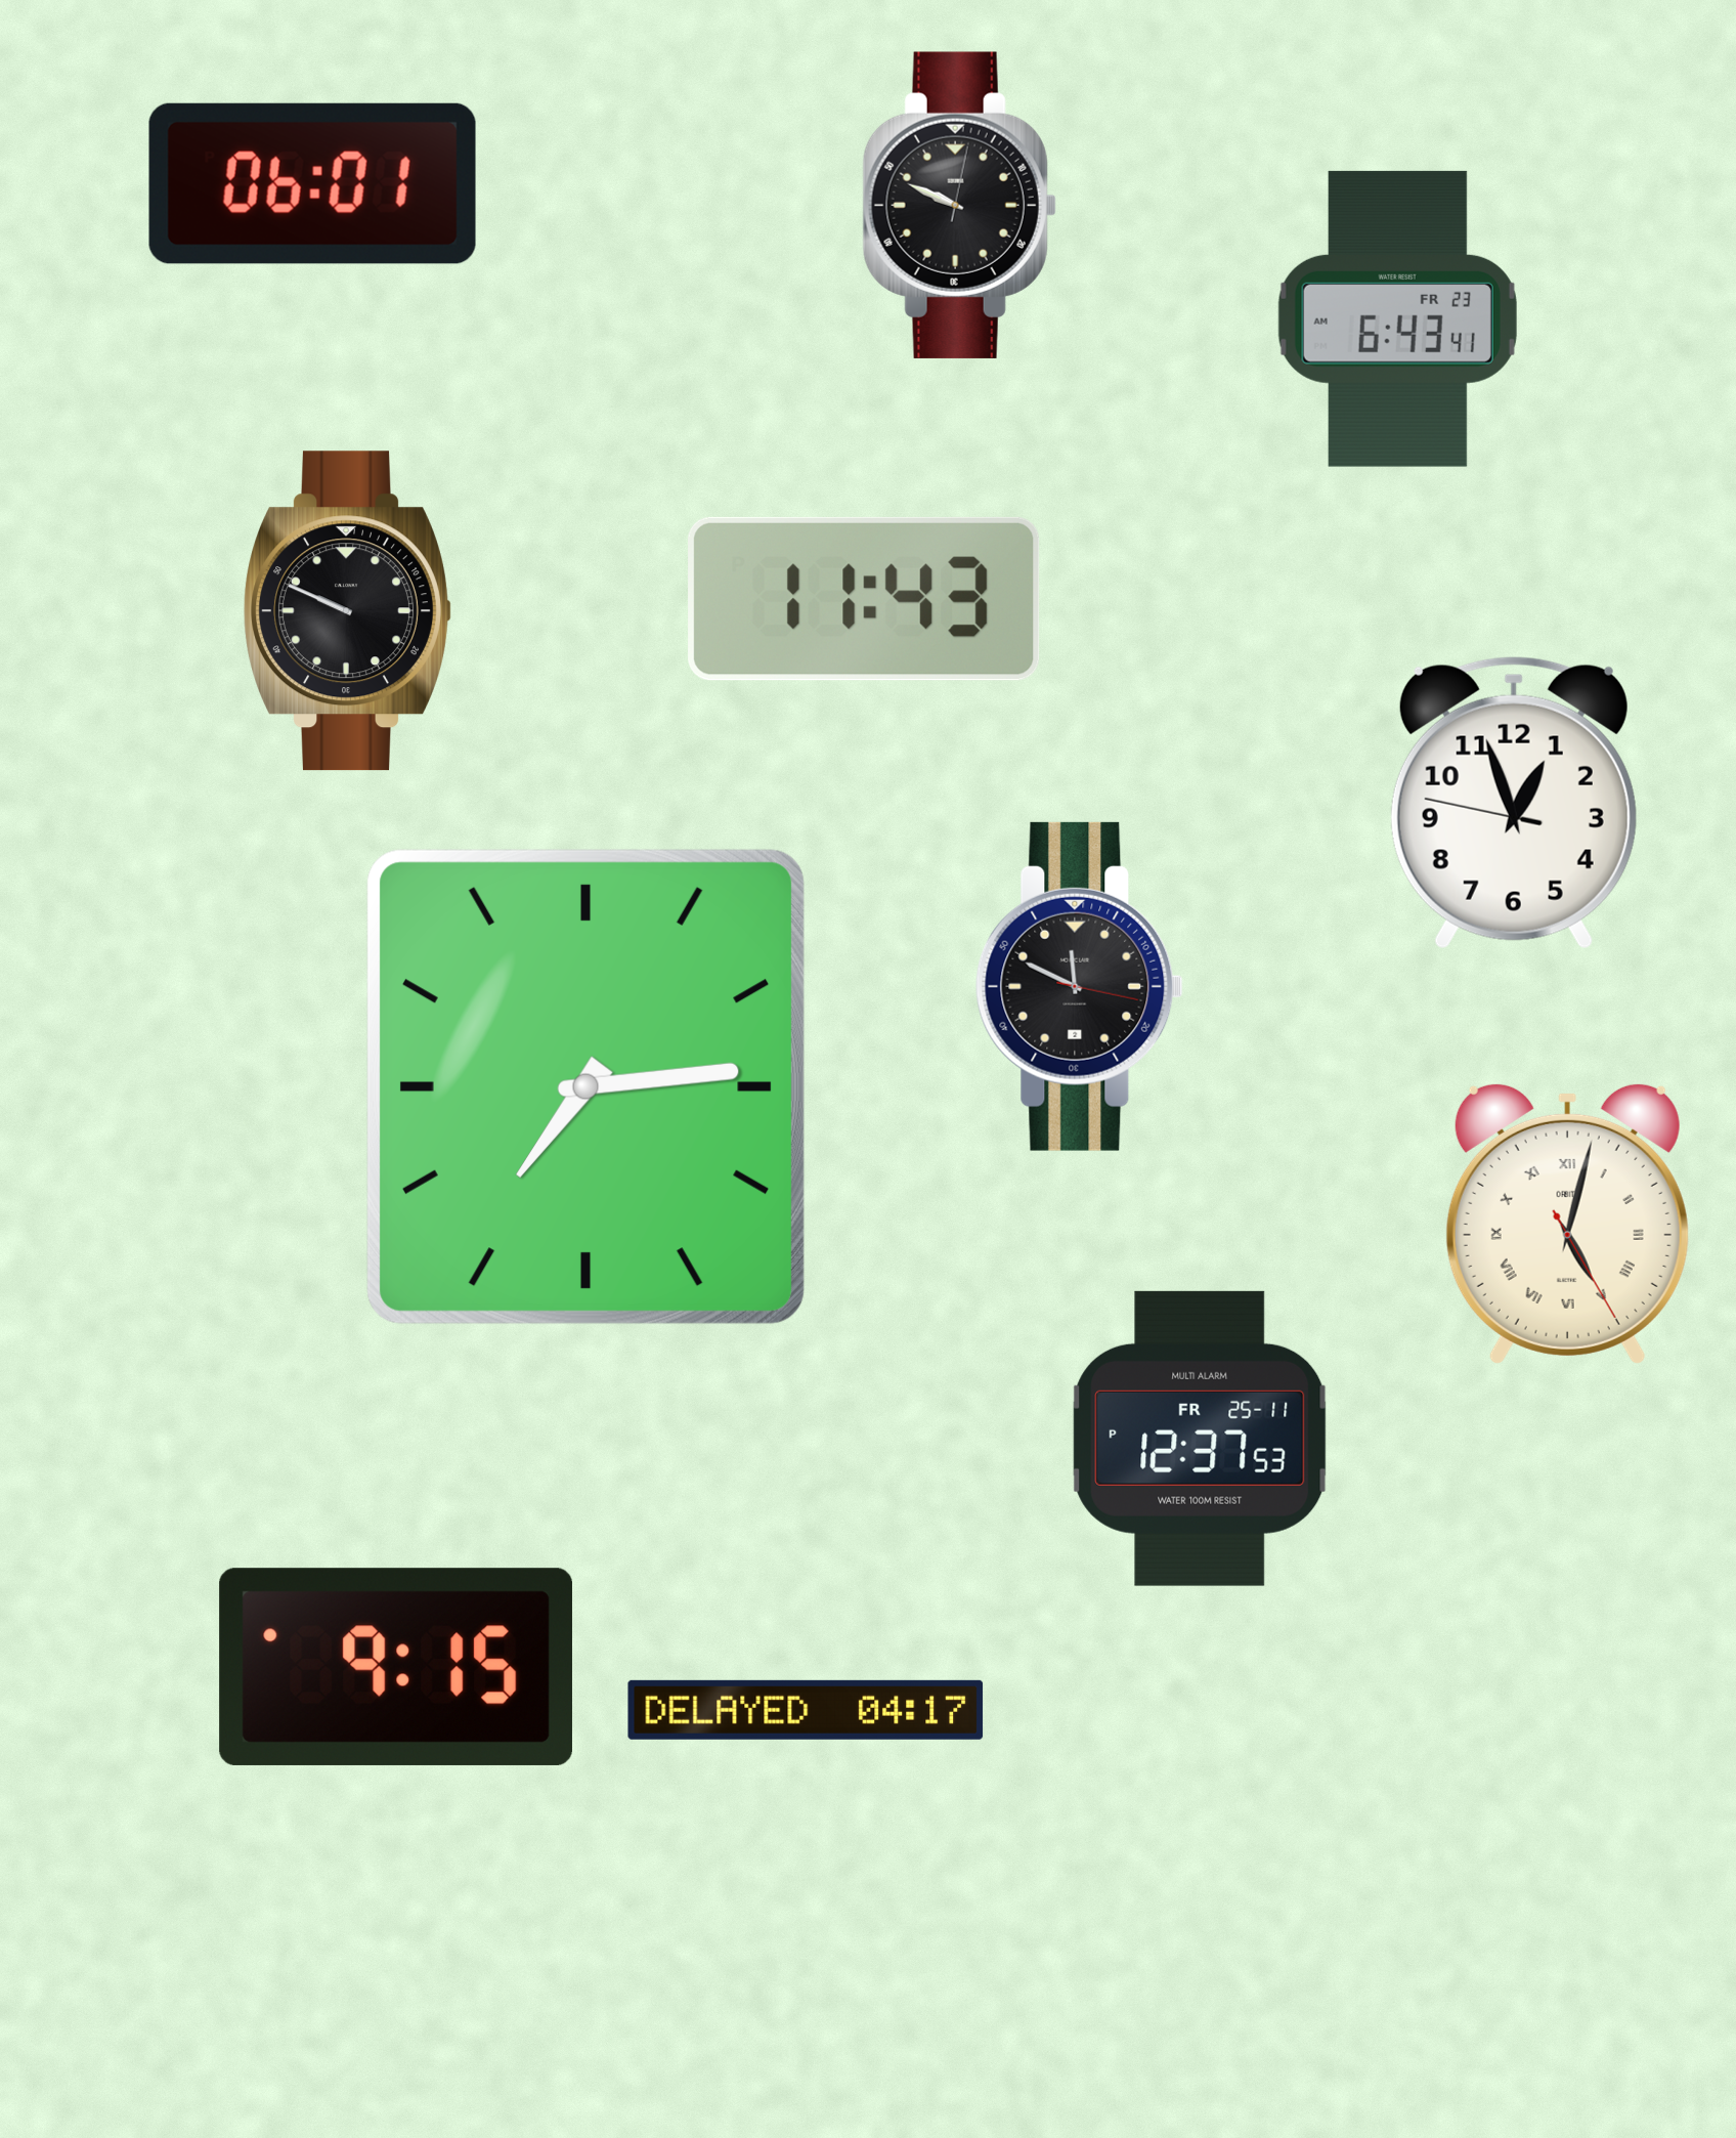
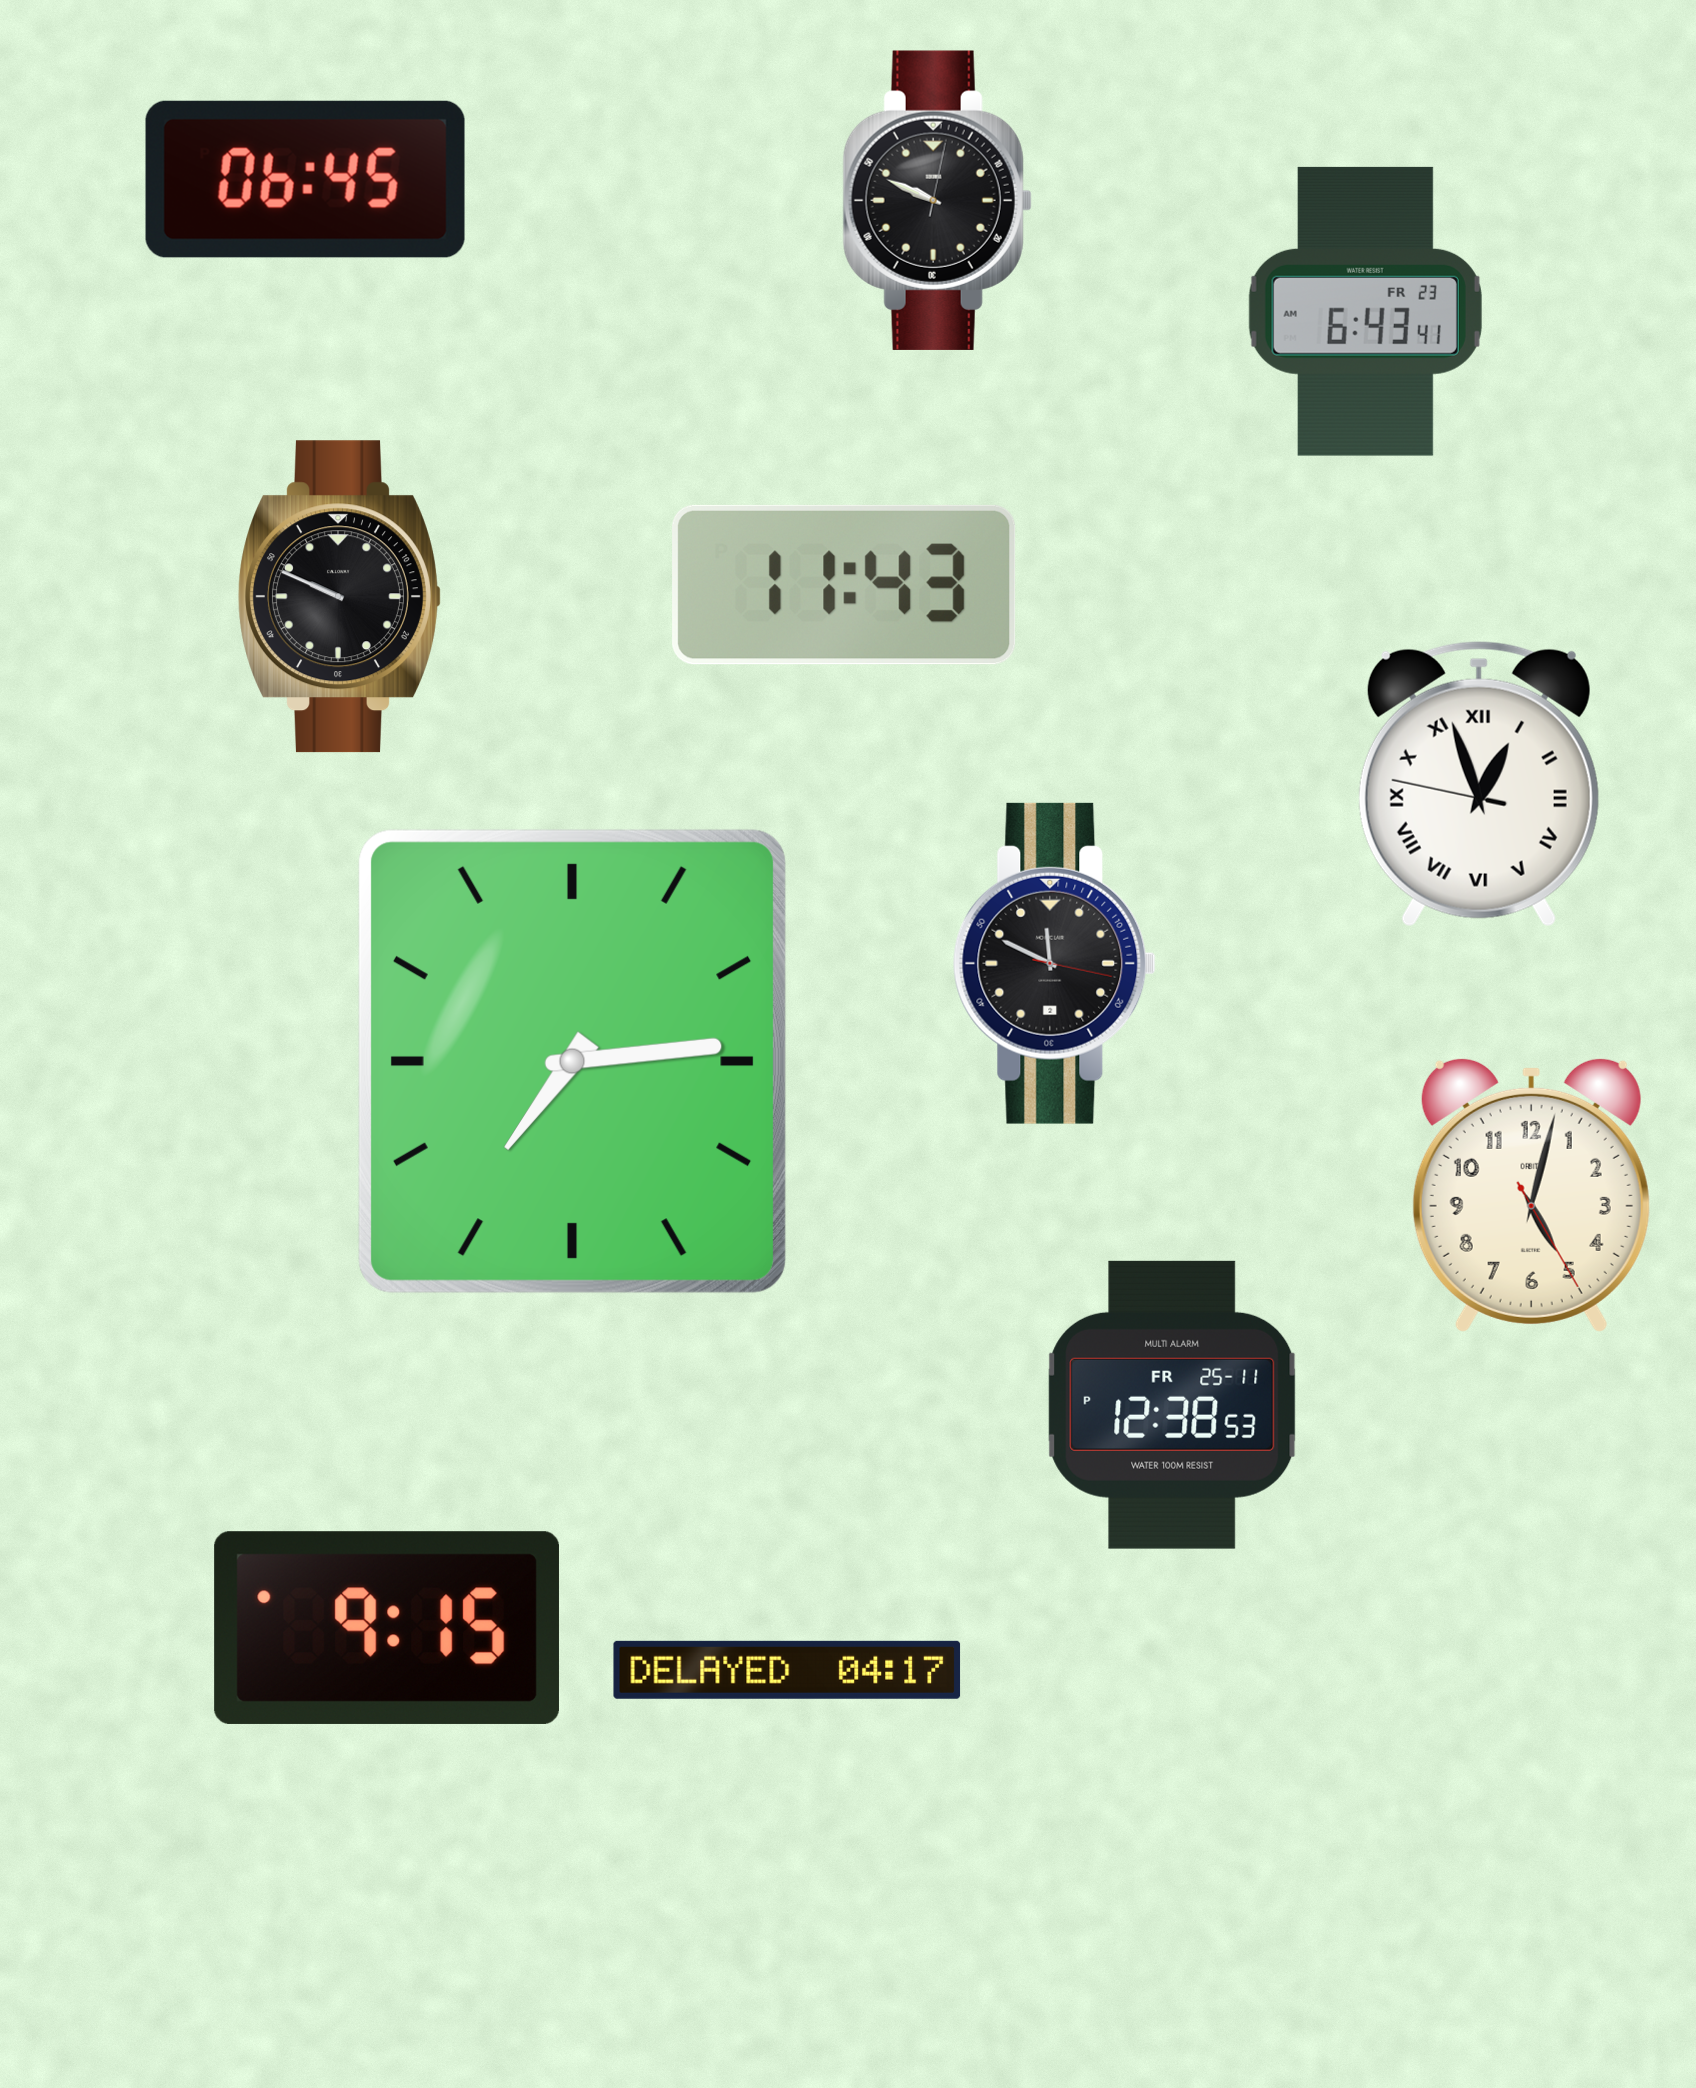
clock at (312, 183): 06:01 -> 06:45
clock at (1514, 803) numerals: Arabic -> Roman
clock at (1567, 1224) numerals: Roman -> Arabic
clock at (1200, 1439): 12:37 -> 12:38
